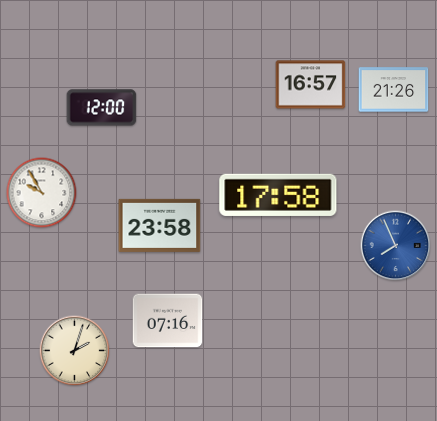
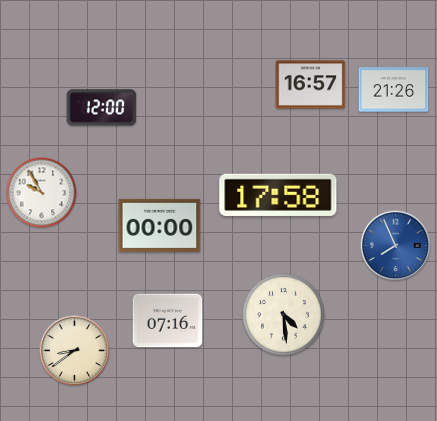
clock at (160, 225): 23:58 -> 00:00
clock at (284, 315): none -> 4:29
clock at (75, 351): 2:03 -> 8:39
